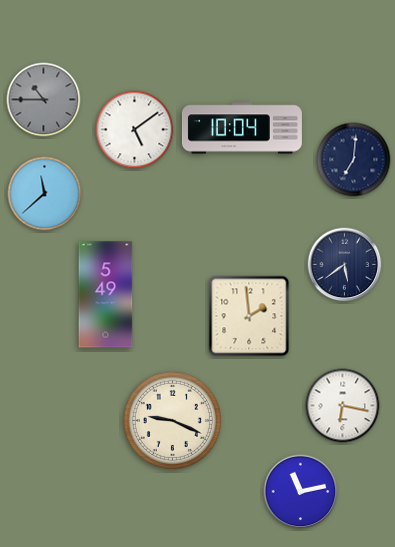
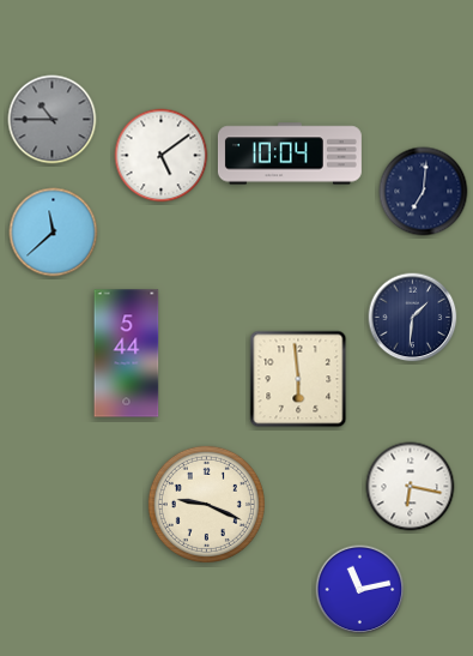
clock at (345, 265): 5:39 -> 1:31
clock at (106, 295): 5:49 -> 5:44
clock at (249, 316): 1:59 -> 5:59
